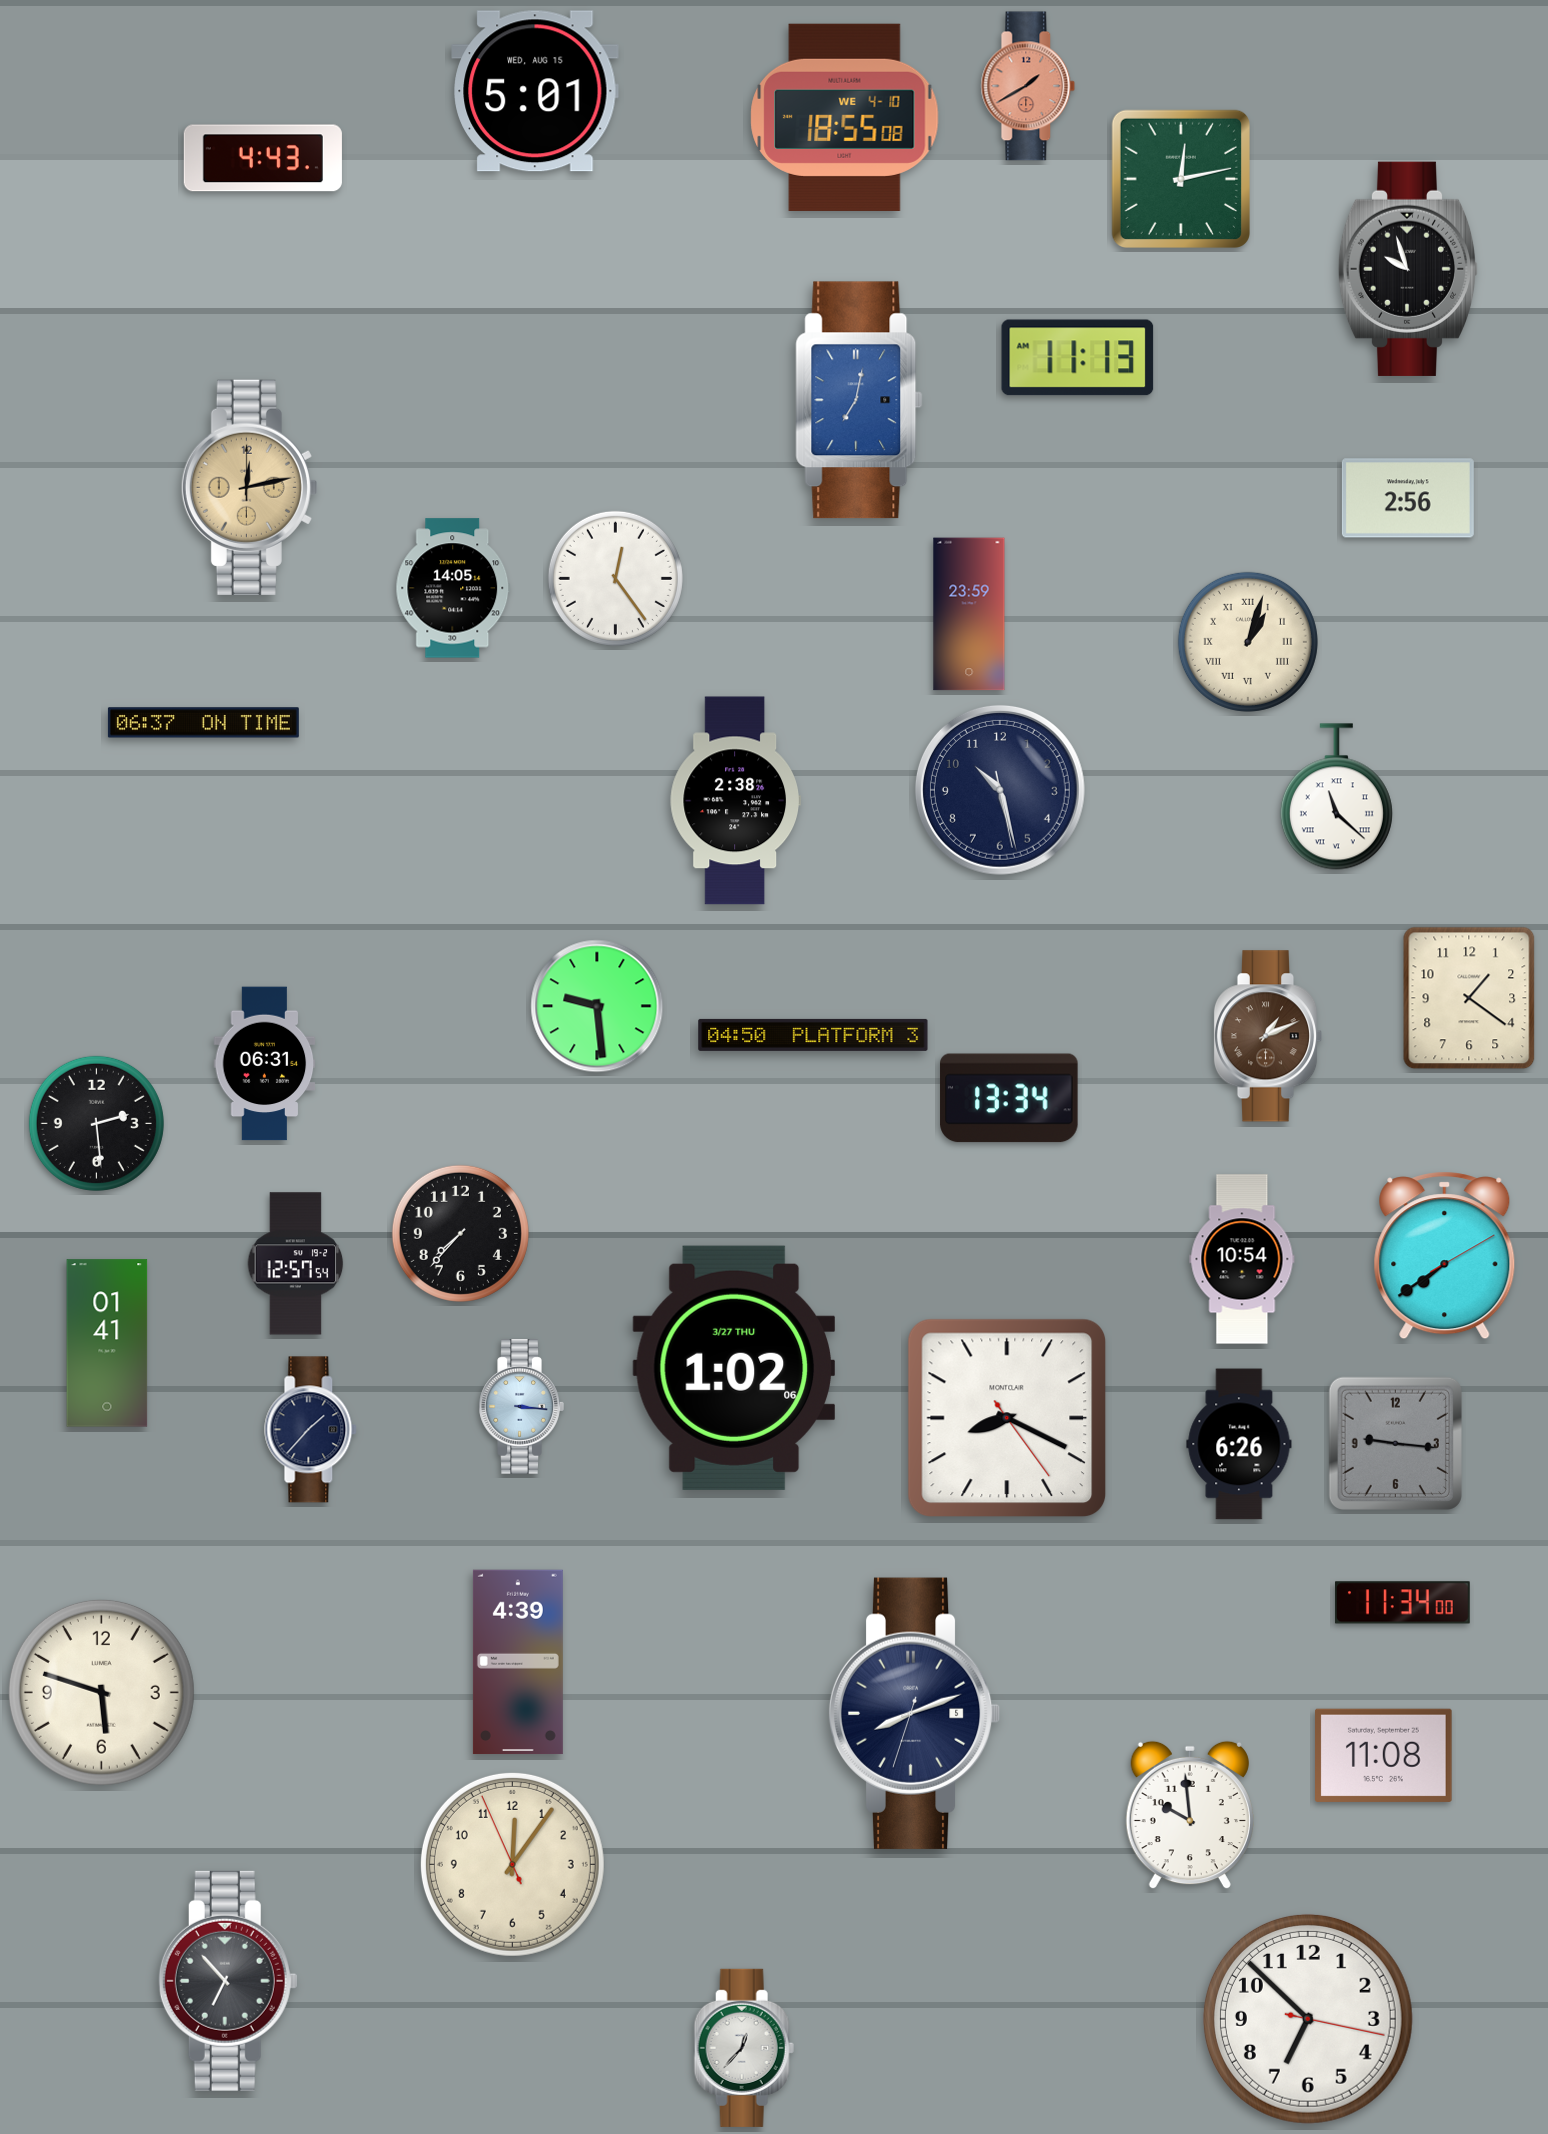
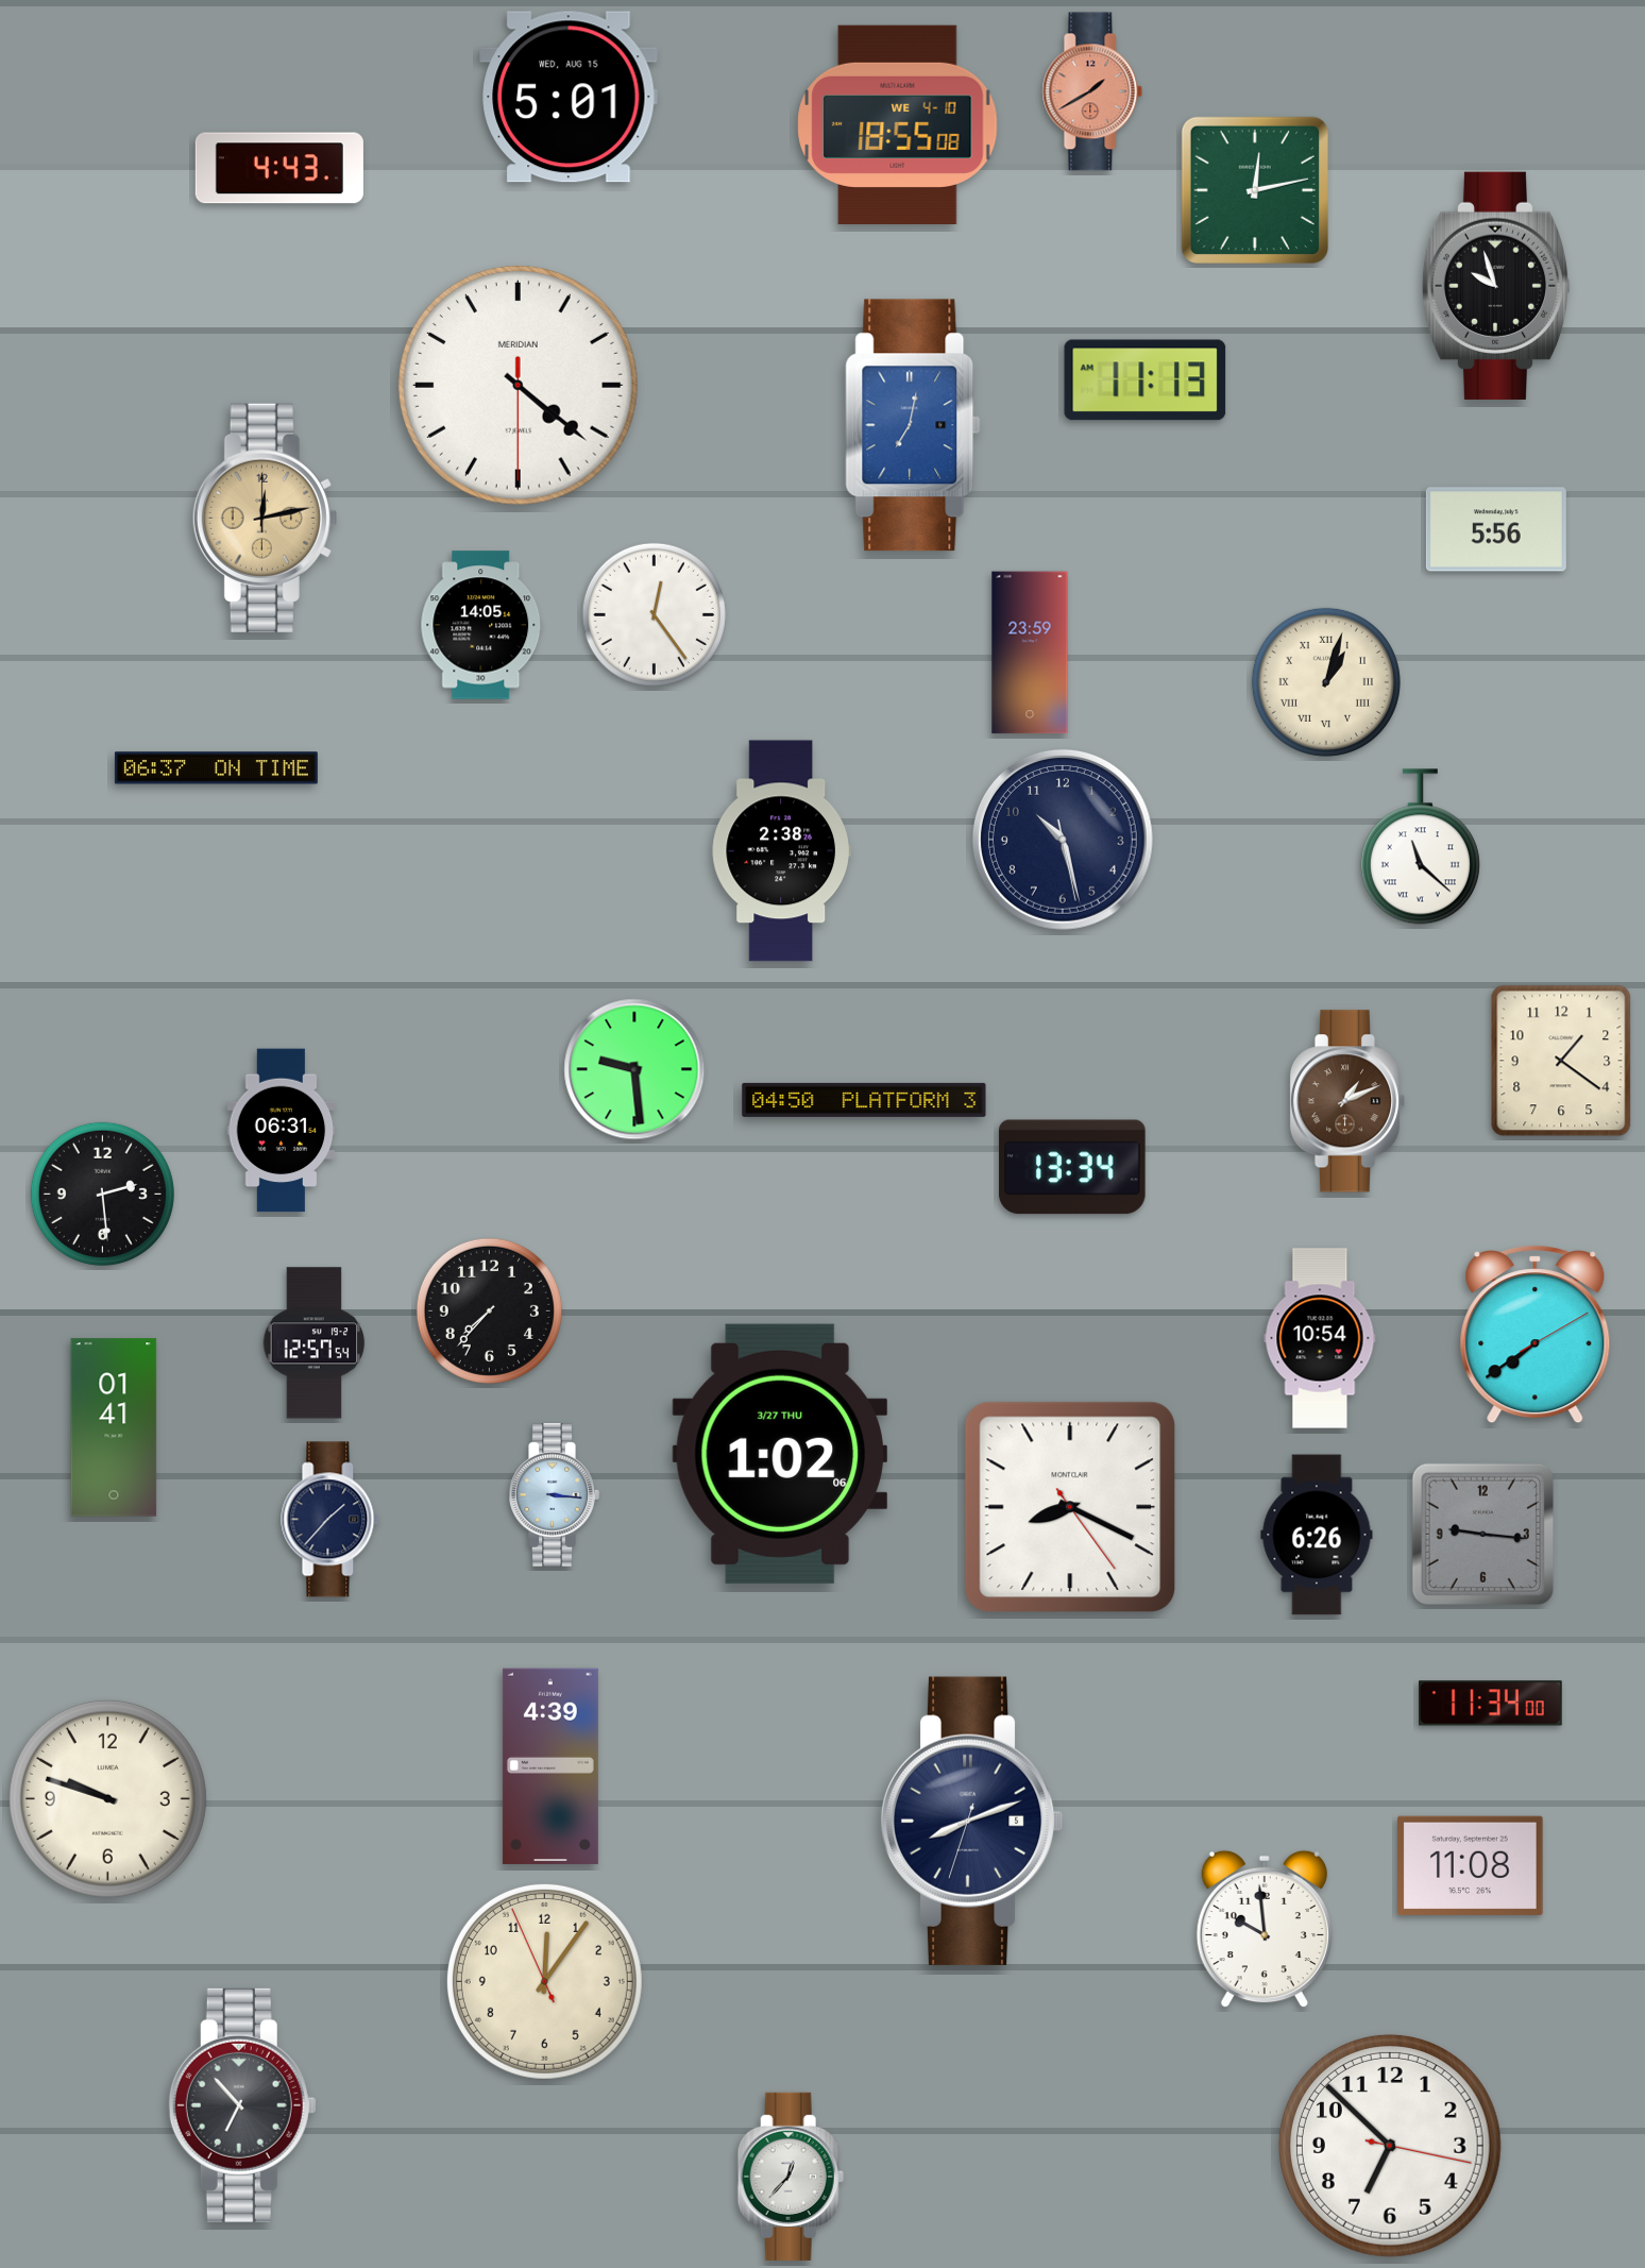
clock at (518, 385): none -> 4:21
clock at (1408, 498): 2:56 -> 5:56
clock at (101, 1692): 5:48 -> 9:48
